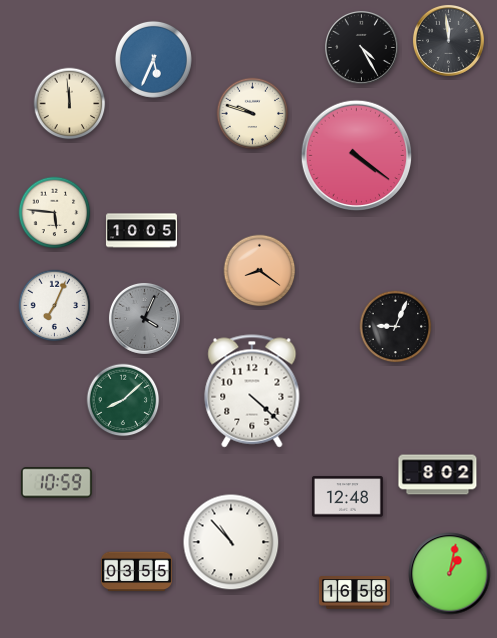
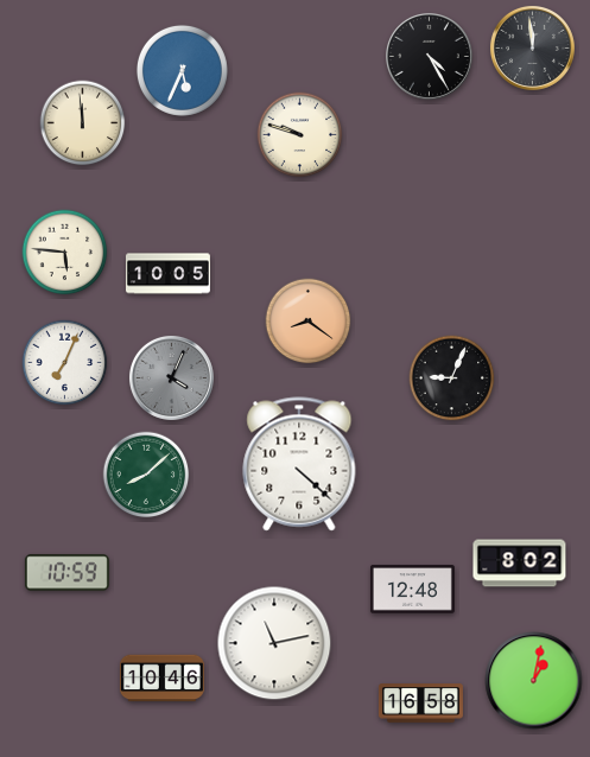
clock at (356, 155): 4:21 -> none
clock at (396, 327) position: (396, 327) -> (452, 378)
clock at (231, 542): 10:53 -> 11:13
clock at (136, 572): 03:55 -> 10:46
